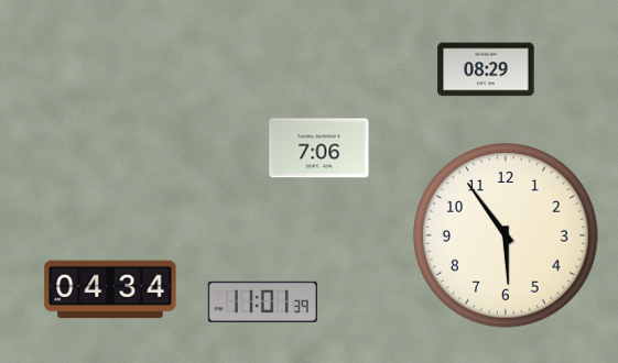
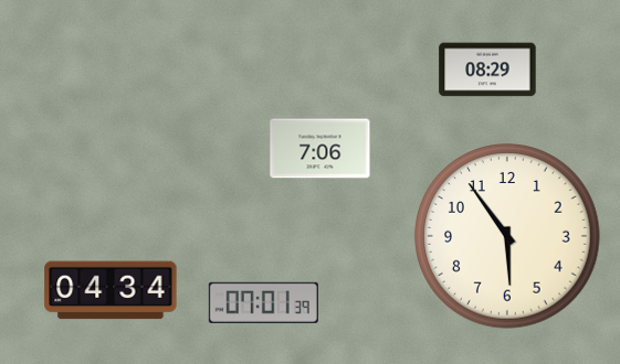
clock at (262, 301): 11:01 -> 07:01
